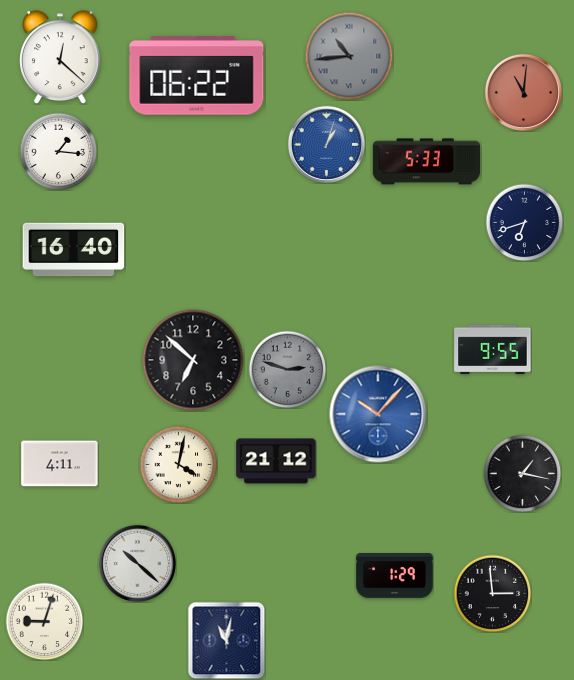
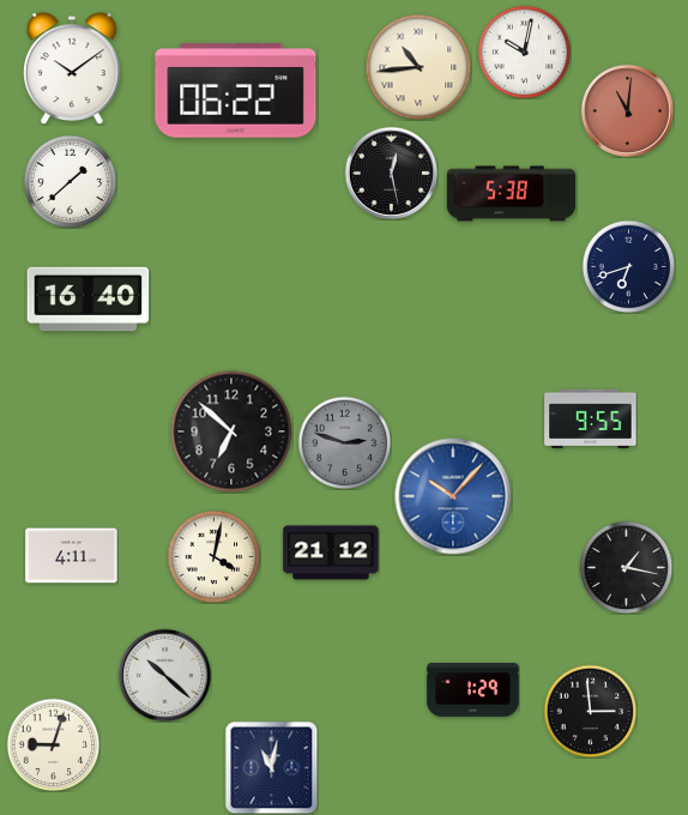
clock at (524, 52): none -> 10:02
clock at (349, 56) dial: grey -> cream
clock at (60, 57): 12:22 -> 10:09
clock at (326, 144): 1:03 -> 12:28
clock at (326, 144) dial: blue -> black
clock at (58, 151): 1:16 -> 1:38
clock at (427, 162): 5:33 -> 5:38
